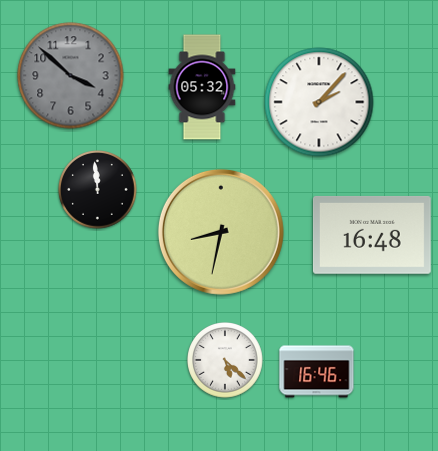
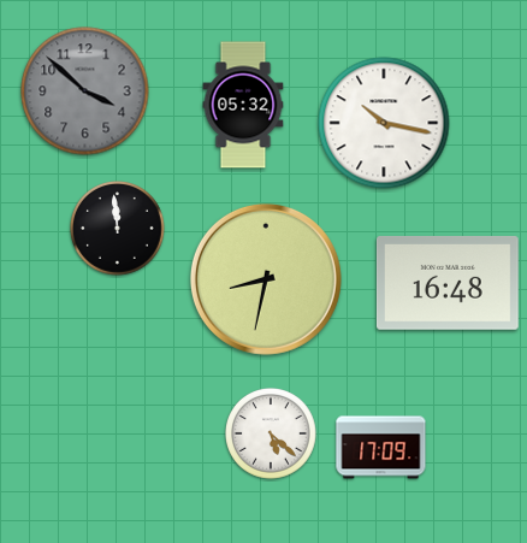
clock at (319, 102): 2:07 -> 10:17
clock at (317, 372): 16:46 -> 17:09
